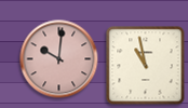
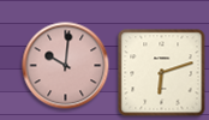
clock at (146, 66): 10:58 -> 6:12
